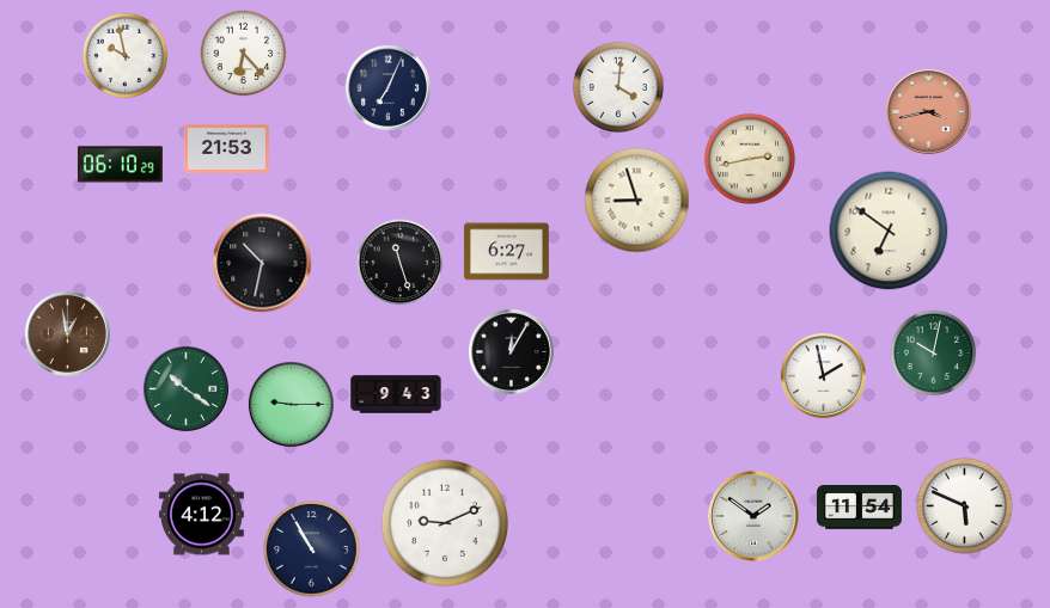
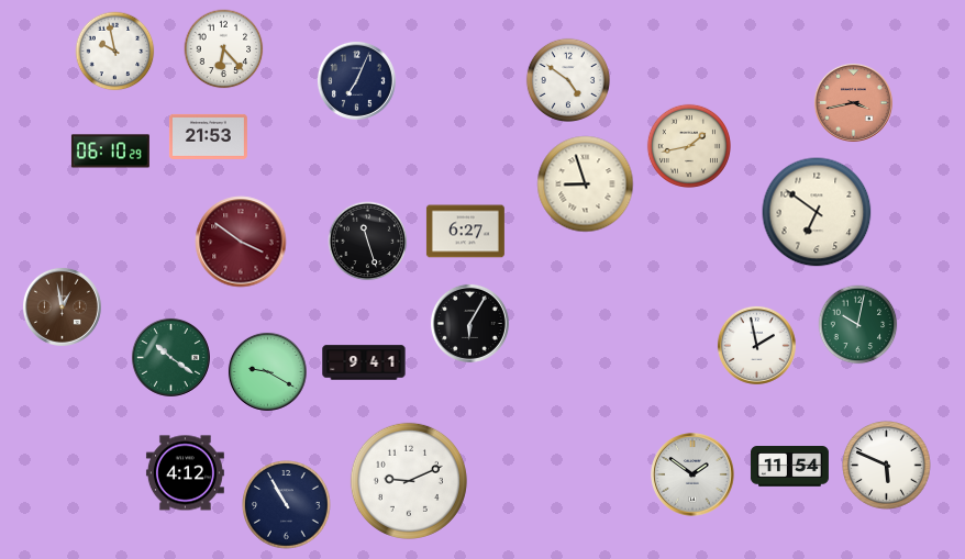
clock at (618, 87): 4:01 -> 4:51
clock at (750, 159): 2:43 -> 1:43
clock at (262, 263): 10:32 -> 3:51
clock at (262, 263) dial: black -> burgundy
clock at (511, 351): 12:05 -> 6:05
clock at (396, 394): 9:43 -> 9:41
clock at (291, 404): 9:15 -> 9:20
